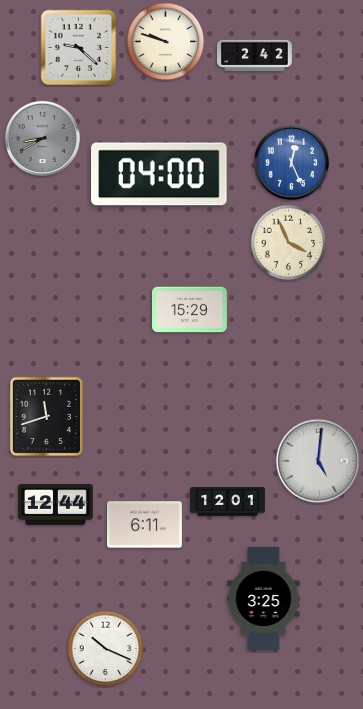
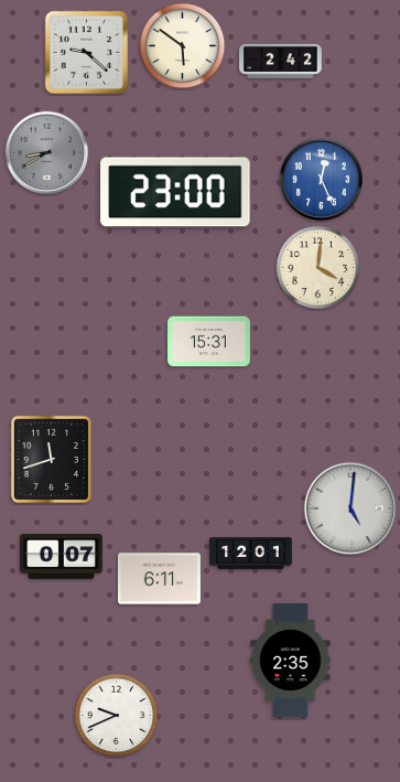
clock at (166, 42): 9:48 -> 5:51
clock at (159, 174): 04:00 -> 23:00
clock at (289, 243): 3:56 -> 4:01
clock at (190, 310): 15:29 -> 15:31
clock at (56, 505): 12:44 -> 0:07
clock at (264, 598): 3:25 -> 2:35
clock at (106, 649): 10:19 -> 9:41
